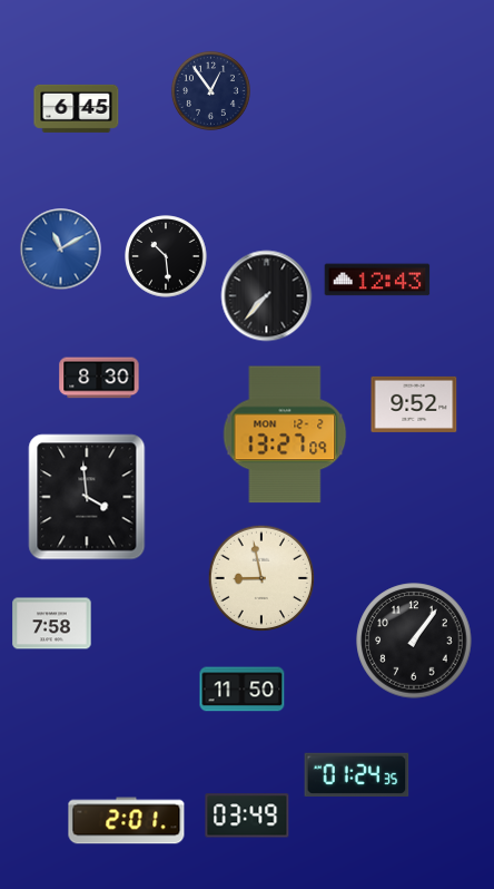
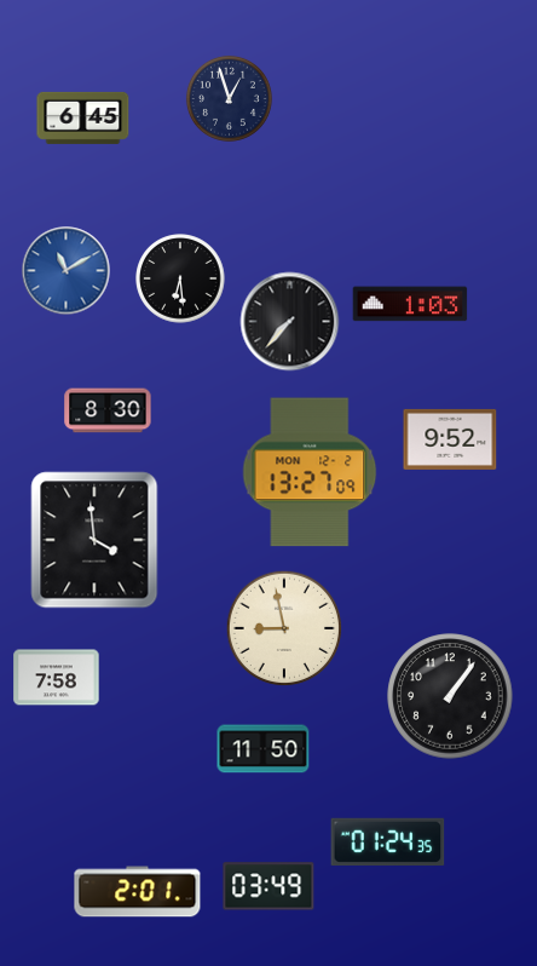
clock at (210, 90): 12:54 -> 12:57
clock at (166, 256): 10:29 -> 6:29
clock at (377, 280): 12:43 -> 1:03
